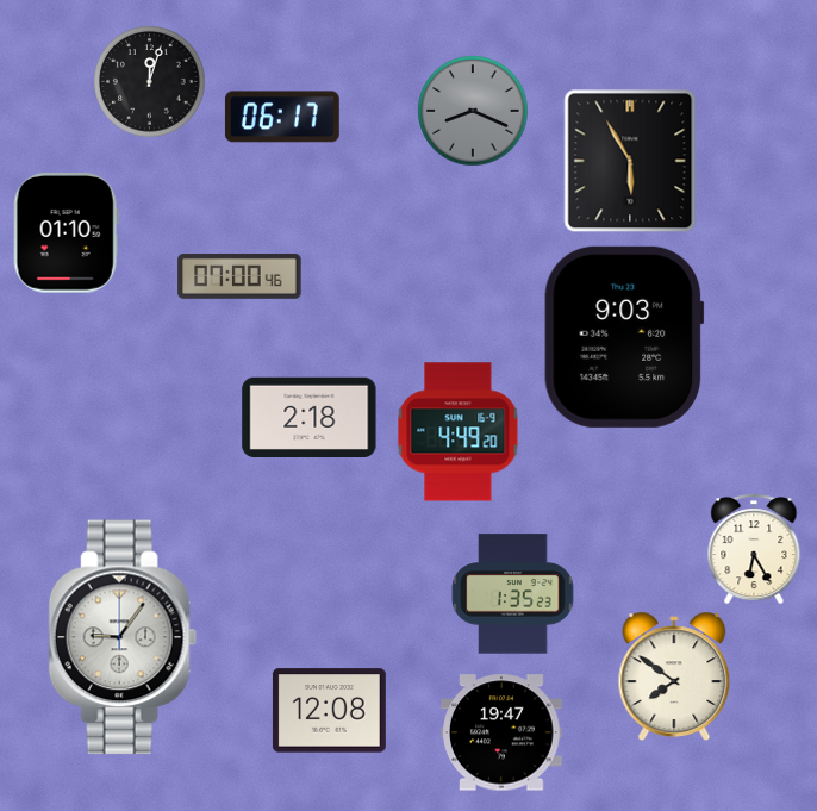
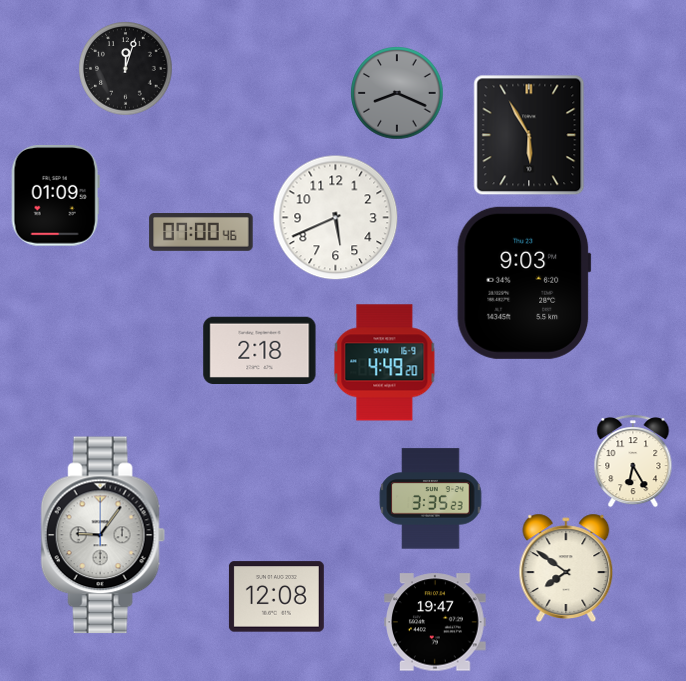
clock at (282, 117): 06:17 -> none
clock at (66, 233): 01:10 -> 01:09
clock at (335, 217): none -> 5:41
clock at (512, 594): 1:35 -> 3:35
clock at (501, 732) position: (501, 732) -> (435, 622)
